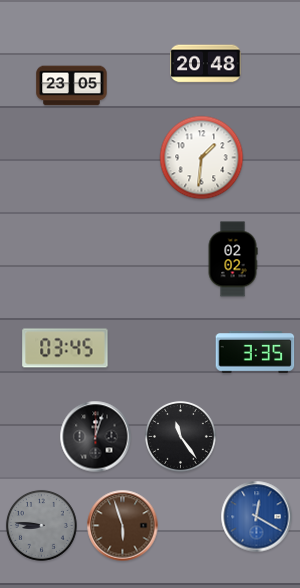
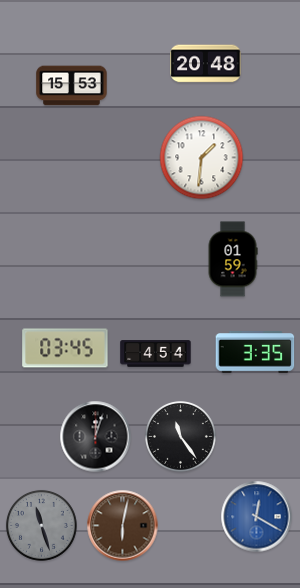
clock at (72, 86): 23:05 -> 15:53
clock at (233, 259): 02:02 -> 01:59
clock at (156, 354): none -> 4:54
clock at (41, 525): 8:46 -> 11:27
clock at (123, 526): 5:57 -> 6:02
